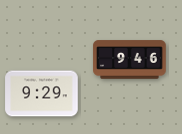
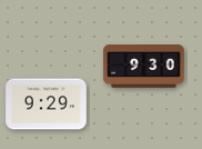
clock at (130, 60): 9:46 -> 9:30
